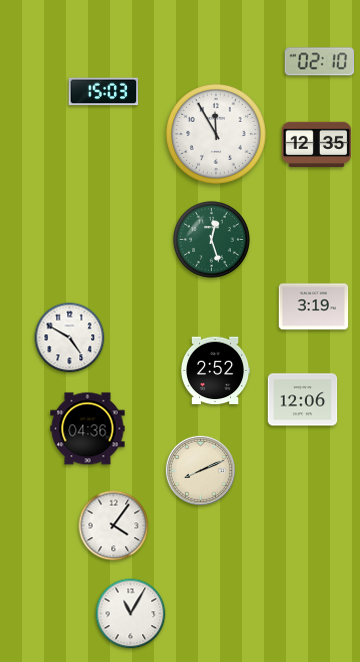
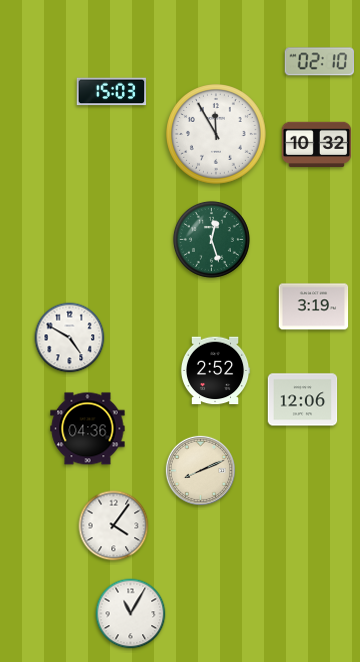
clock at (104, 92) position: (104, 92) -> (112, 92)
clock at (317, 145): 12:35 -> 10:32
